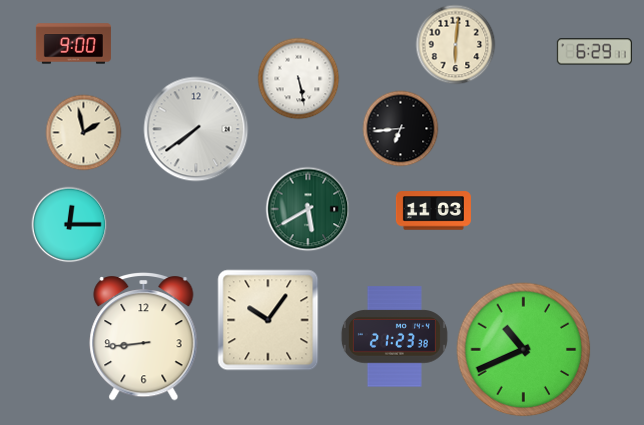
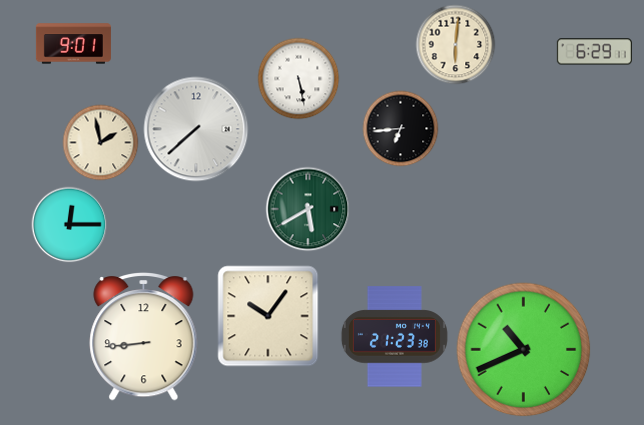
clock at (73, 44): 9:00 -> 9:01
clock at (196, 129): 7:39 -> 7:38
clock at (84, 133) position: (84, 133) -> (101, 143)
clock at (433, 211): 11:03 -> none
clock at (268, 320) position: (268, 320) -> (268, 316)
